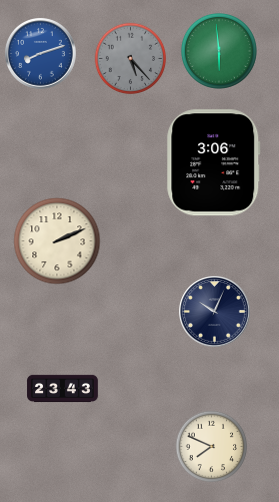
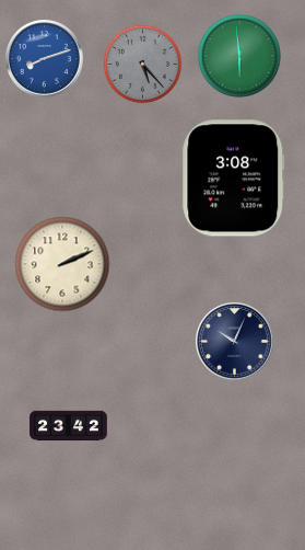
clock at (214, 163): 3:06 -> 3:08
clock at (63, 389): 23:43 -> 23:42
clock at (212, 447): 7:49 -> none
